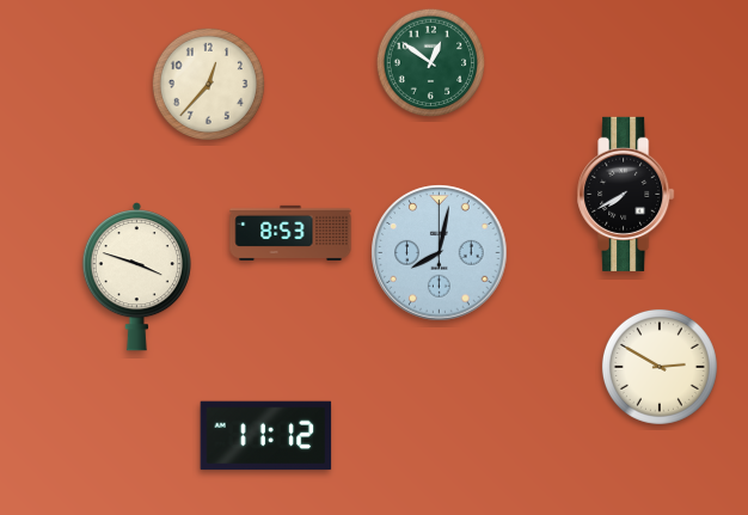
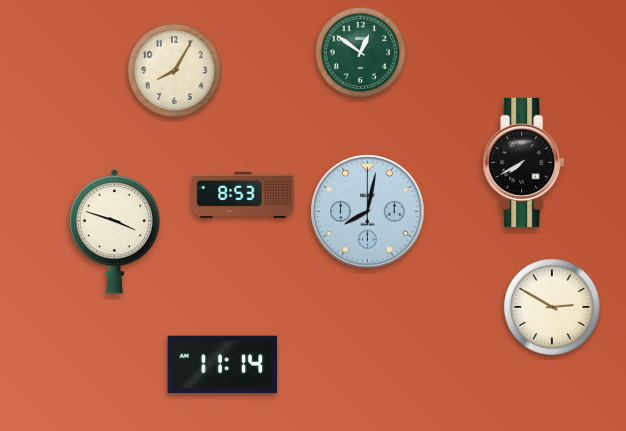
clock at (208, 84): 12:37 -> 8:05
clock at (266, 436): 11:12 -> 11:14
